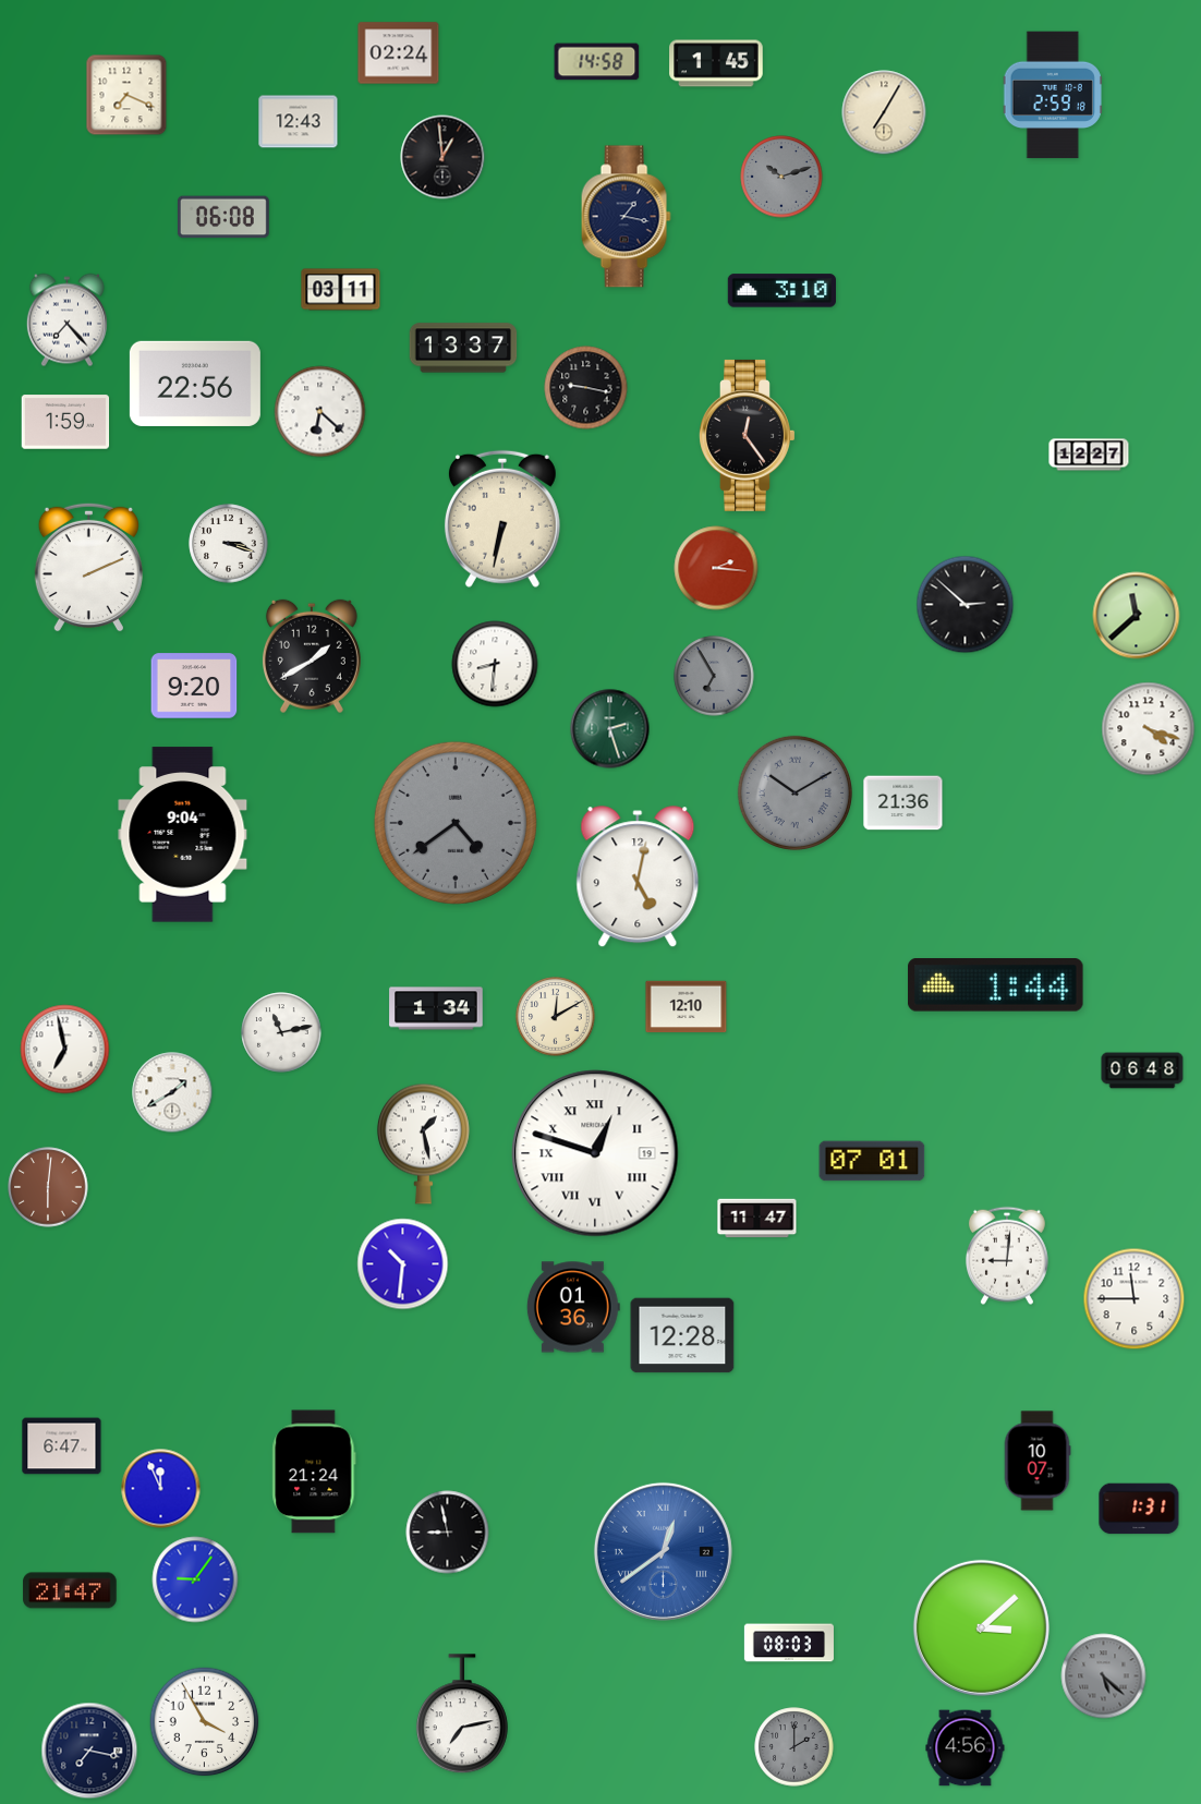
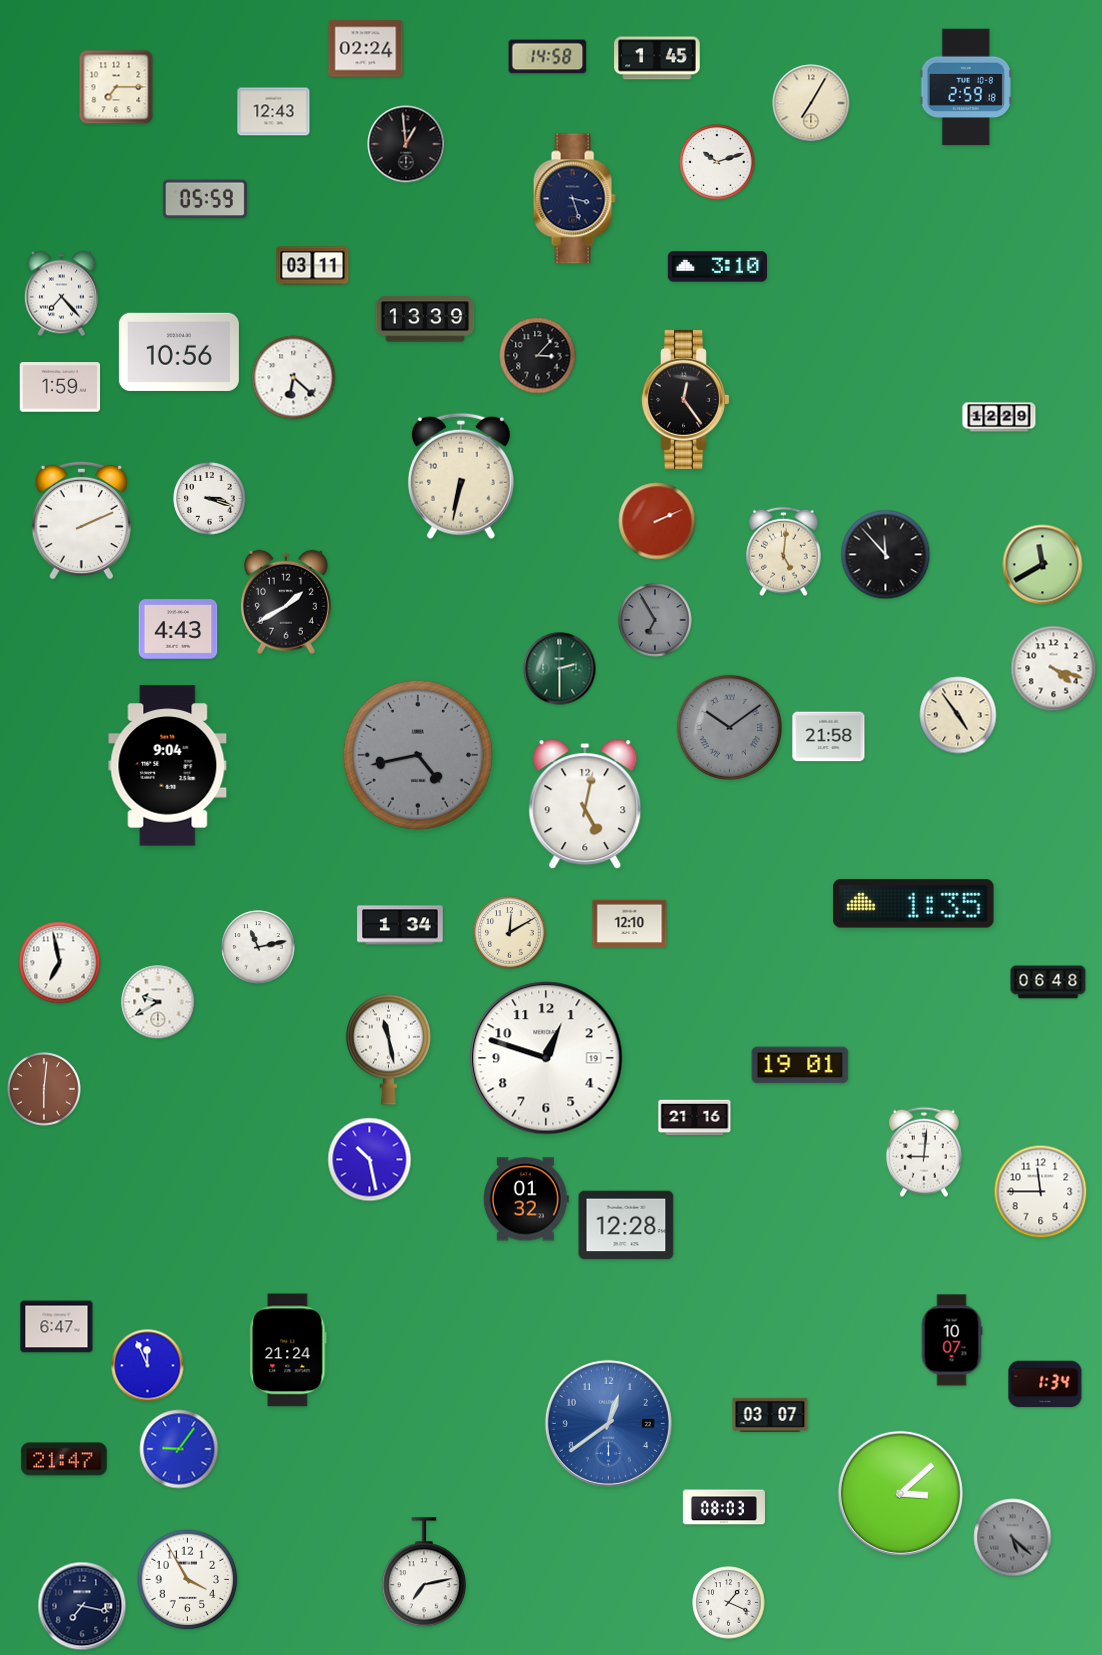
clock at (126, 95): 7:19 -> 7:15
clock at (781, 177) dial: grey -> white
clock at (223, 217): 06:08 -> 05:59
clock at (626, 217): 1:17 -> 3:27
clock at (463, 348): 13:37 -> 13:39
clock at (195, 384): 22:56 -> 10:56
clock at (586, 388): 9:17 -> 3:07
clock at (1089, 455): 12:27 -> 12:29
clock at (716, 568): 2:16 -> 2:11
clock at (784, 552): none -> 5:01
clock at (966, 605): 2:52 -> 11:53
clock at (1137, 616): 11:38 -> 11:40
clock at (495, 664): 8:31 -> none
clock at (194, 686): 9:20 -> 4:43
clock at (610, 729): 2:27 -> 2:30
clock at (958, 715): none -> 4:54
clock at (794, 792): 10:10 -> 10:09
clock at (903, 803): 21:36 -> 21:58
clock at (456, 823): 4:39 -> 4:43
clock at (996, 985): 1:44 -> 1:35
clock at (172, 1092): 1:40 -> 9:40
clock at (423, 1143): 1:28 -> 11:28
clock at (595, 1153) numerals: Roman -> Arabic
clock at (872, 1161): 07:01 -> 19:01
clock at (757, 1219): 11:47 -> 21:16
clock at (403, 1264): 10:31 -> 10:28
clock at (573, 1307): 01:36 -> 01:32
clock at (1139, 1509): 1:31 -> 1:34
clock at (448, 1533): 8:58 -> none
clock at (770, 1415): none -> 03:07
clock at (663, 1551) numerals: Roman -> Arabic
clock at (794, 1747): 2:00 -> 1:19
clock at (794, 1747) dial: grey -> white
clock at (966, 1748): 4:56 -> none
